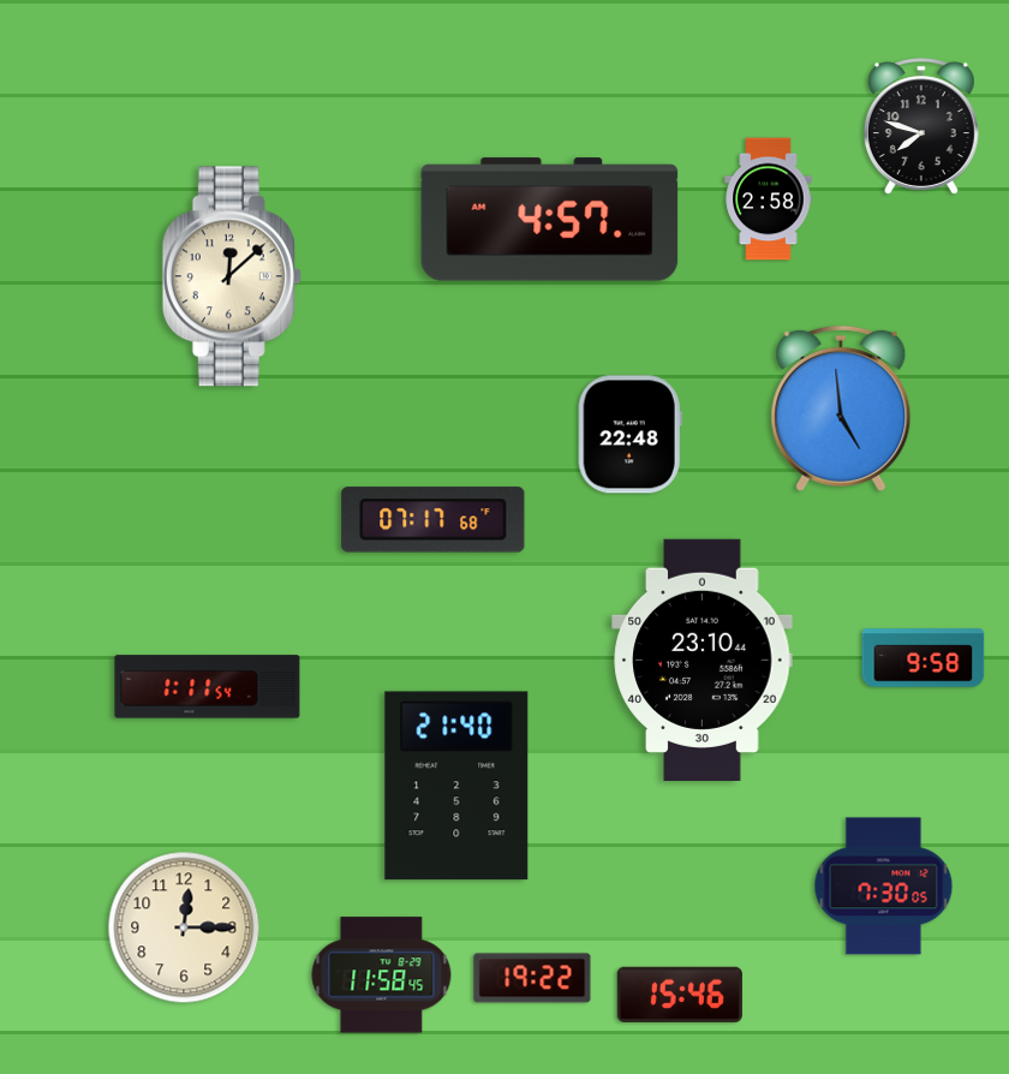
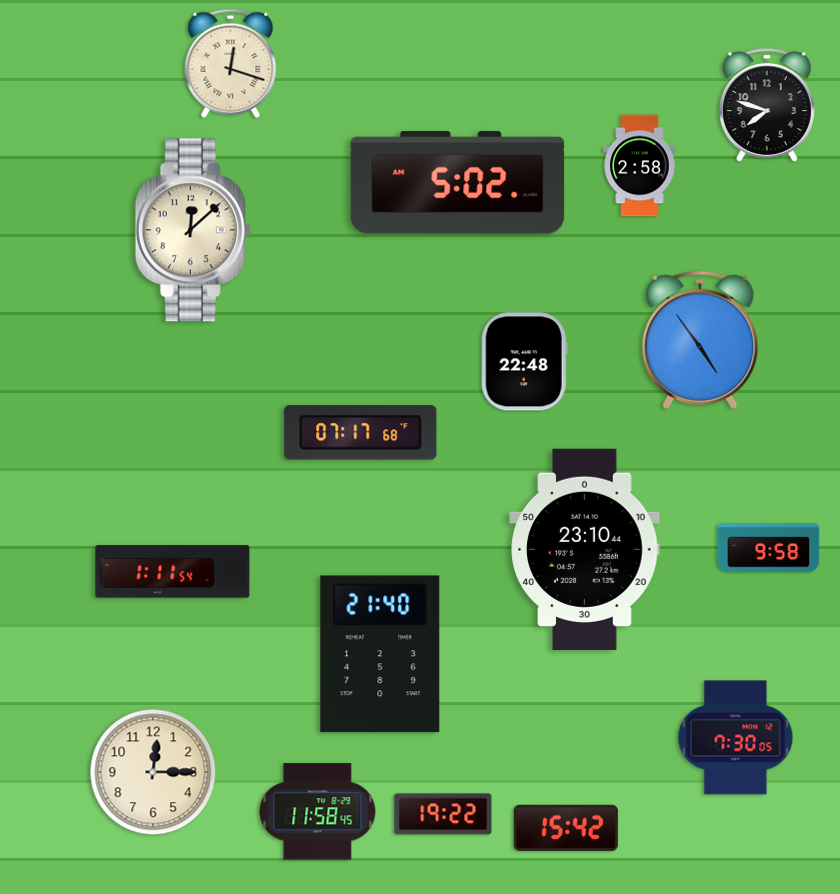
clock at (231, 63): none -> 12:18
clock at (550, 220): 4:57 -> 5:02
clock at (841, 408): 4:59 -> 4:54
clock at (680, 995): 15:46 -> 15:42
